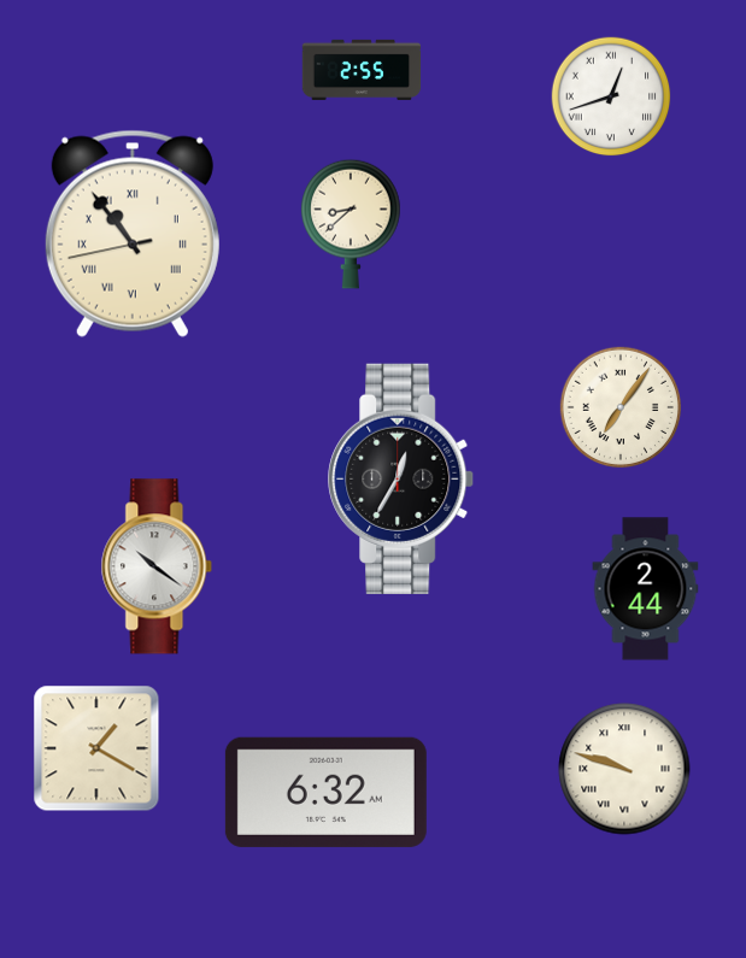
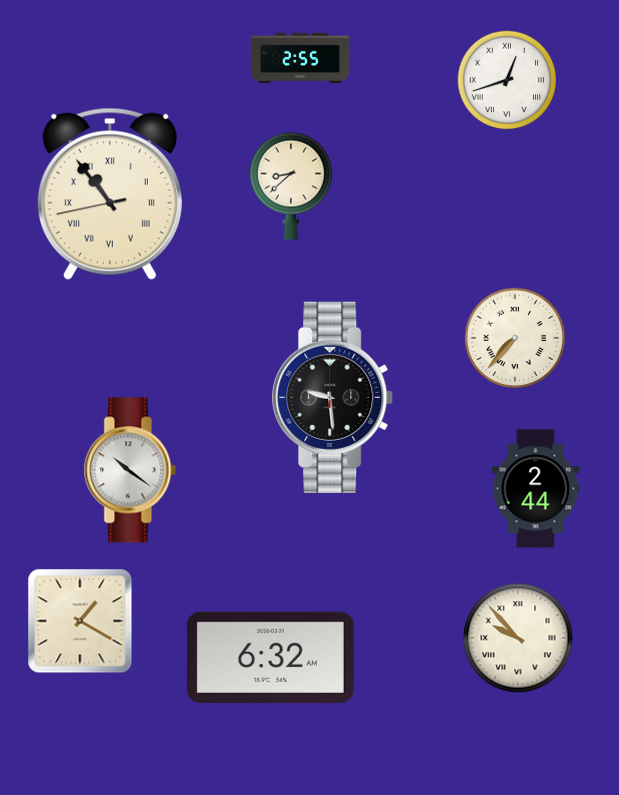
clock at (621, 407): 7:06 -> 7:37
clock at (401, 478): 12:35 -> 9:29
clock at (624, 769): 9:48 -> 9:53
